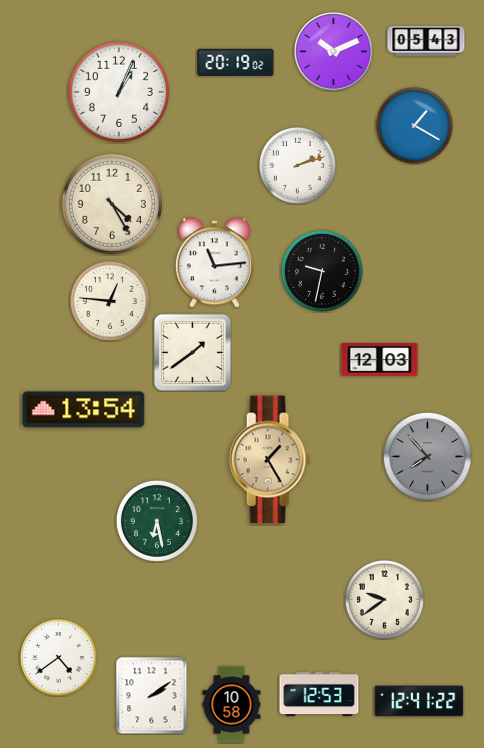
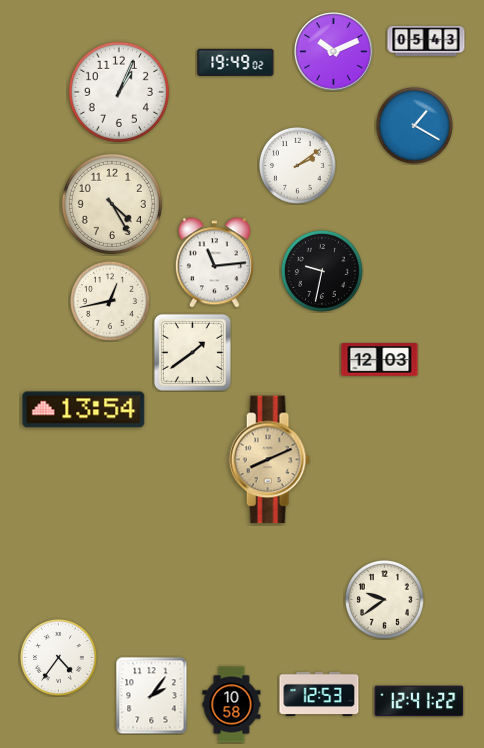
clock at (236, 62): 20:19 -> 19:49
clock at (298, 166): 2:12 -> 2:09
clock at (110, 301): 12:46 -> 12:43
clock at (427, 456): 7:53 -> none
clock at (269, 460): 1:25 -> 8:11
clock at (157, 521): 6:28 -> none
clock at (59, 658): 4:39 -> 4:36
clock at (152, 695): 2:09 -> 2:06
